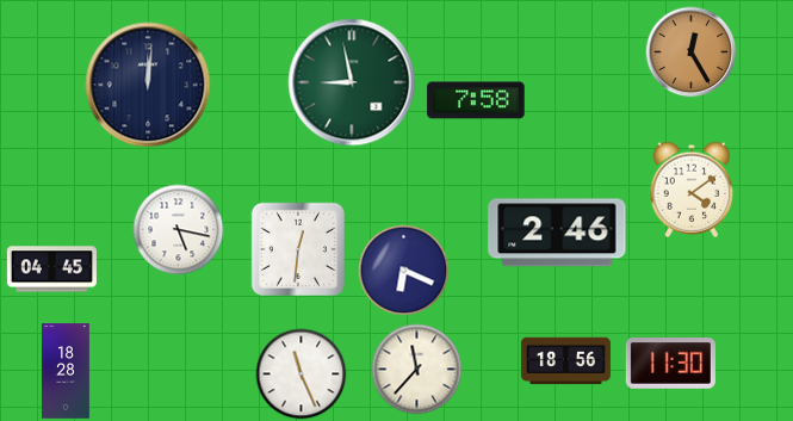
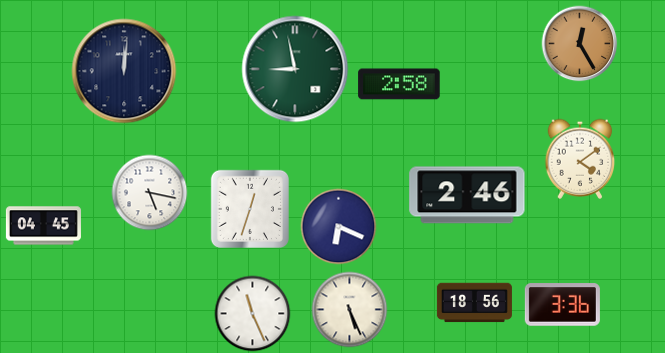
clock at (476, 100): 7:58 -> 2:58
clock at (297, 248): 12:31 -> 12:33
clock at (670, 364): 11:30 -> 3:36
clock at (417, 370): 11:37 -> 5:26
clock at (67, 371): 18:28 -> none
